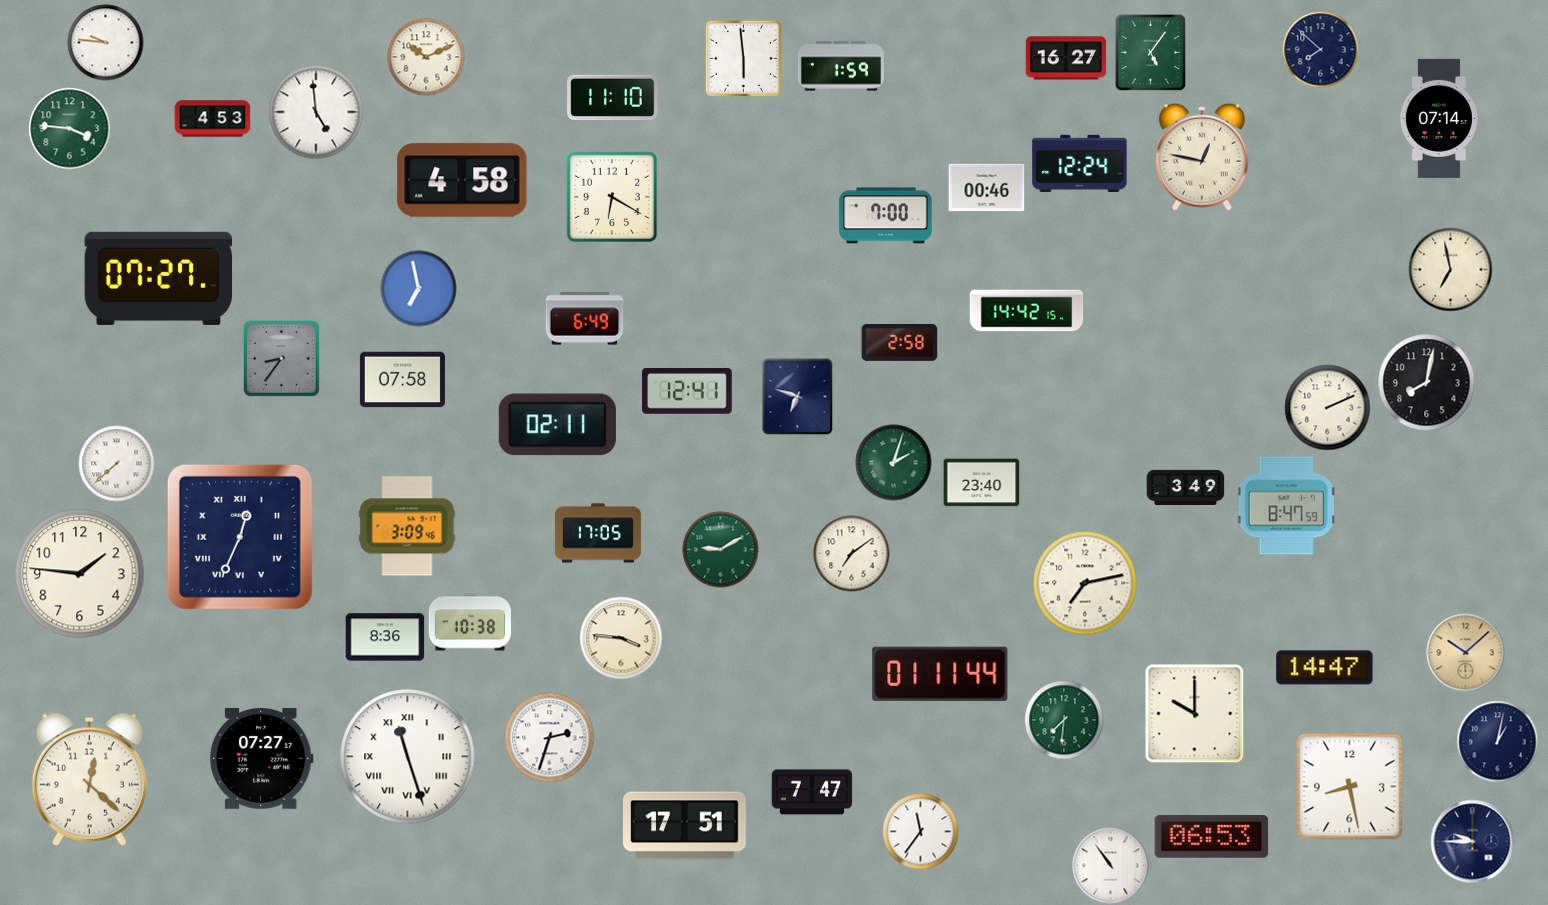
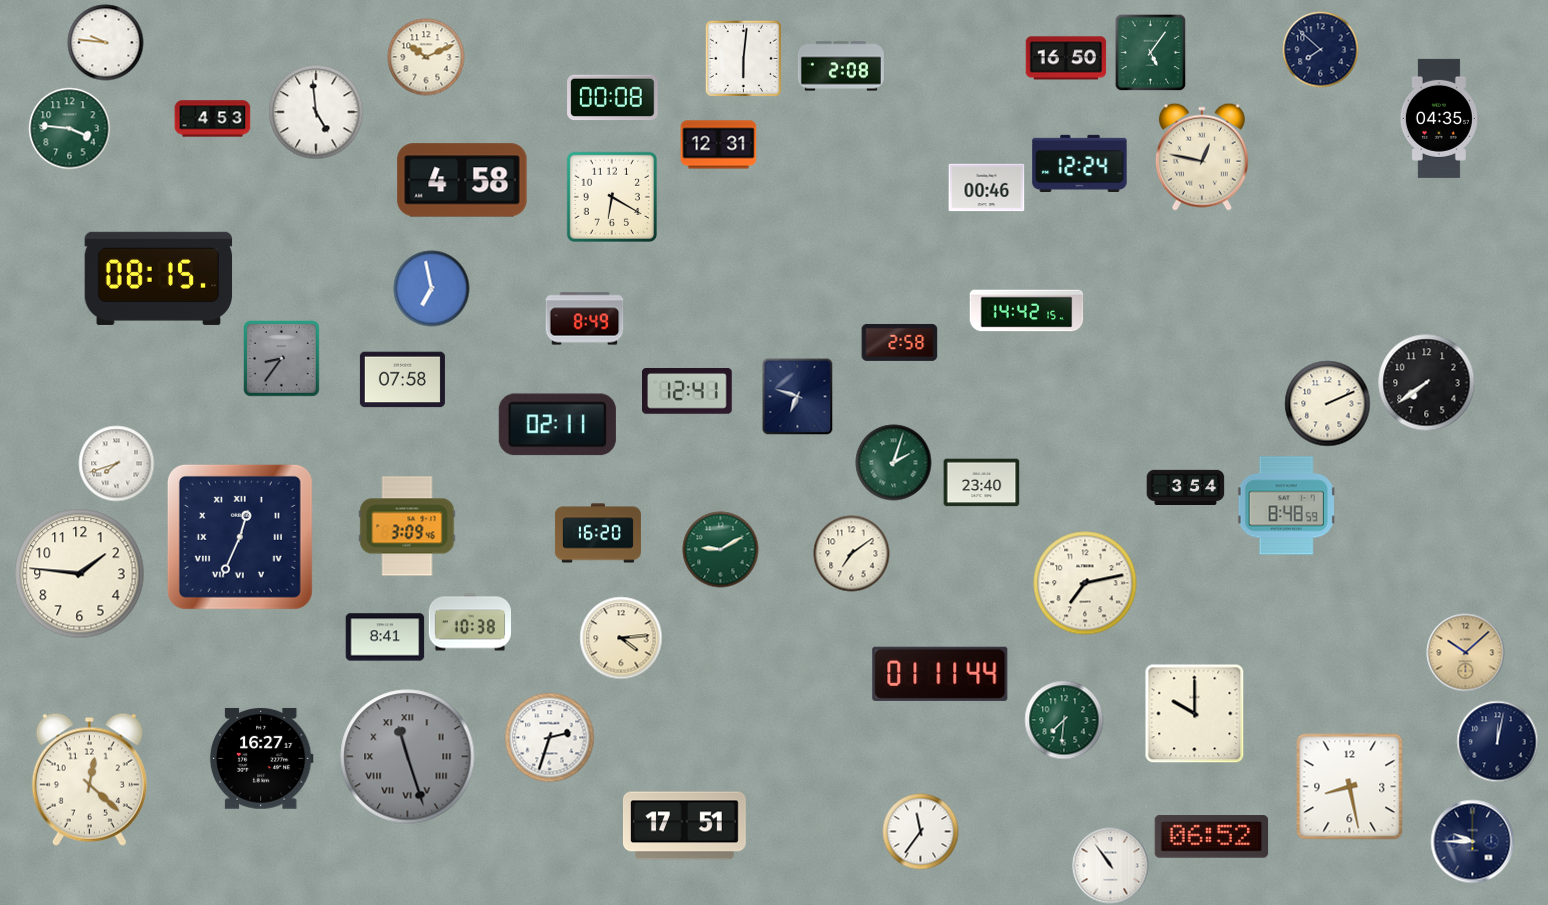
clock at (743, 58): 5:59 -> 6:01
clock at (1066, 58): 16:27 -> 16:50
clock at (841, 66): 1:59 -> 2:08
clock at (613, 98): 11:10 -> 00:08
clock at (1439, 118): 07:14 -> 04:35
clock at (719, 145): none -> 12:31
clock at (886, 216): 7:00 -> none
clock at (1451, 270): 6:58 -> none
clock at (159, 278): 07:27 -> 08:15
clock at (419, 289) position: (419, 289) -> (432, 289)
clock at (585, 319): 6:49 -> 8:49
clock at (1427, 383): 8:02 -> 7:39
clock at (1328, 408) position: (1328, 408) -> (1328, 404)
clock at (117, 464): 7:38 -> 7:42
clock at (1186, 487): 3:49 -> 3:54
clock at (1287, 506): 8:47 -> 8:48
clock at (598, 533): 17:05 -> 16:20
clock at (385, 637): 8:36 -> 8:41
clock at (621, 638): 3:46 -> 4:14
clock at (1325, 668): 14:47 -> none
clock at (1498, 742): 1:02 -> 12:02
clock at (408, 757) dial: white -> grey
clock at (261, 758): 07:27 -> 16:27
clock at (812, 792): 7:47 -> none
clock at (1212, 837): 06:53 -> 06:52
